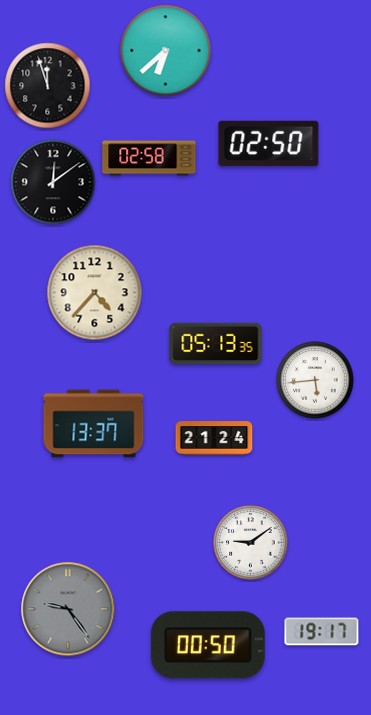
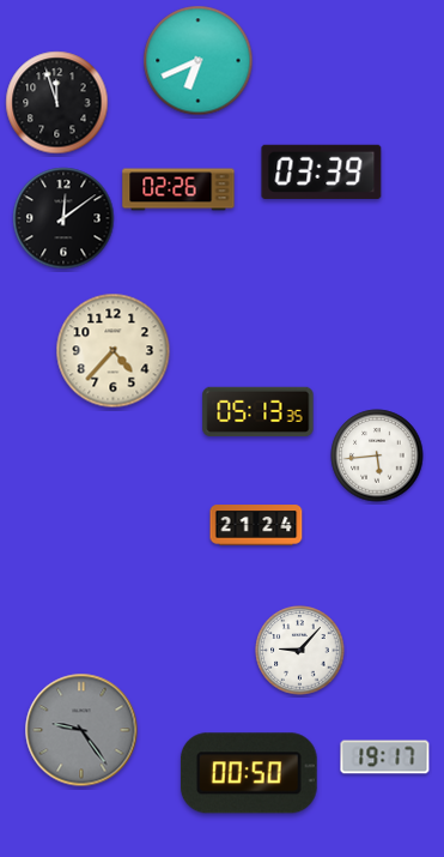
clock at (166, 51): 6:38 -> 6:41
clock at (269, 143): 02:50 -> 03:39
clock at (149, 158): 02:58 -> 02:26
clock at (94, 424): 13:37 -> none
clock at (251, 543): 9:09 -> 9:07
